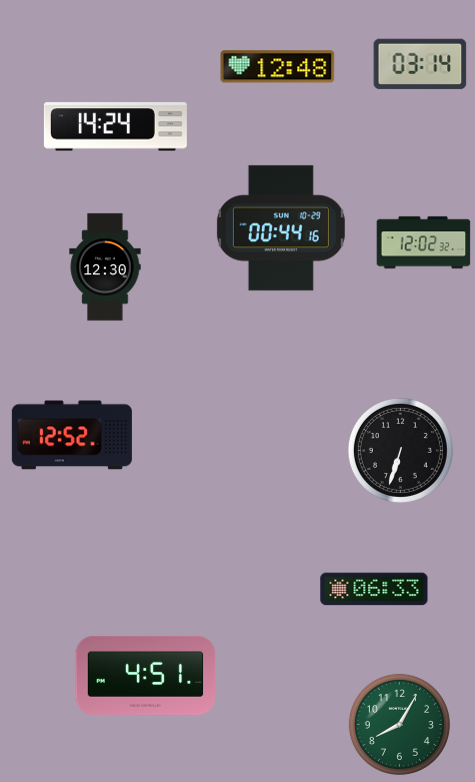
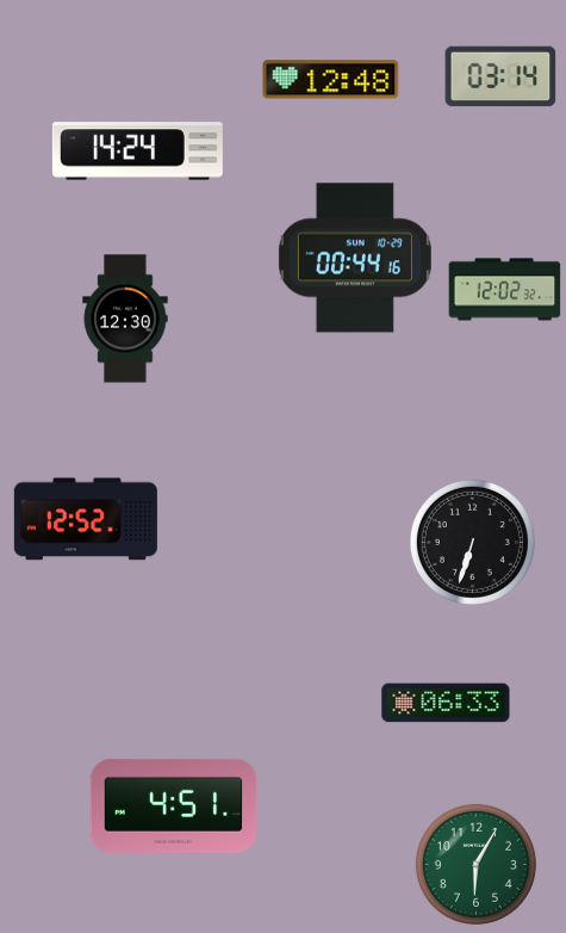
clock at (281, 228) position: (281, 228) -> (355, 258)
clock at (400, 450) position: (400, 450) -> (472, 542)
clock at (399, 724): 8:05 -> 6:05
